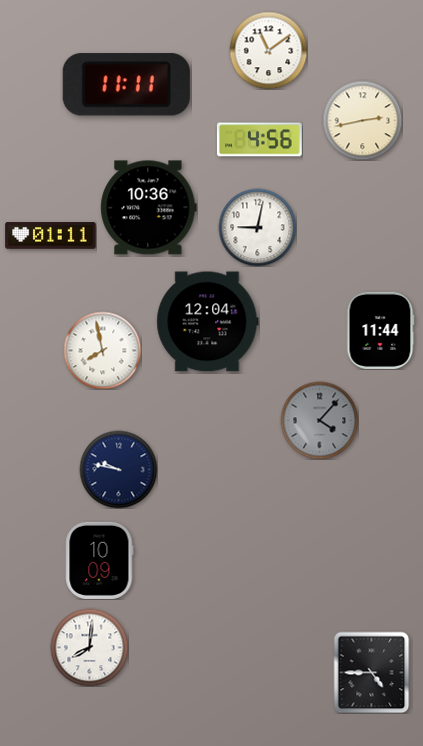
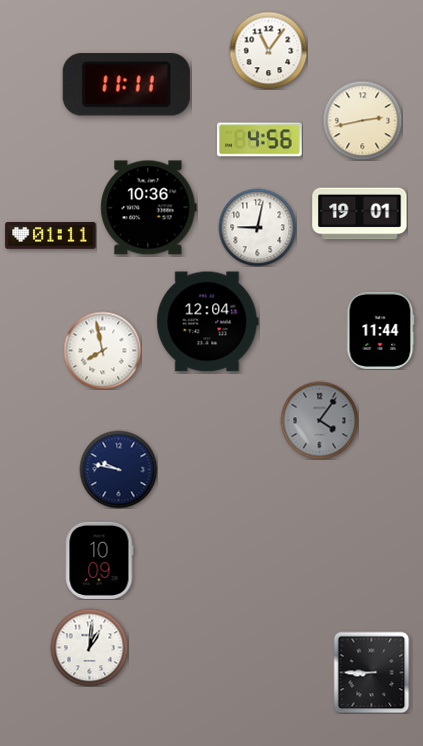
clock at (268, 50): 11:09 -> 11:06
clock at (360, 214): none -> 19:01
clock at (319, 420): 4:07 -> 4:06
clock at (89, 647): 8:01 -> 1:01
clock at (372, 672): 4:45 -> 8:45
